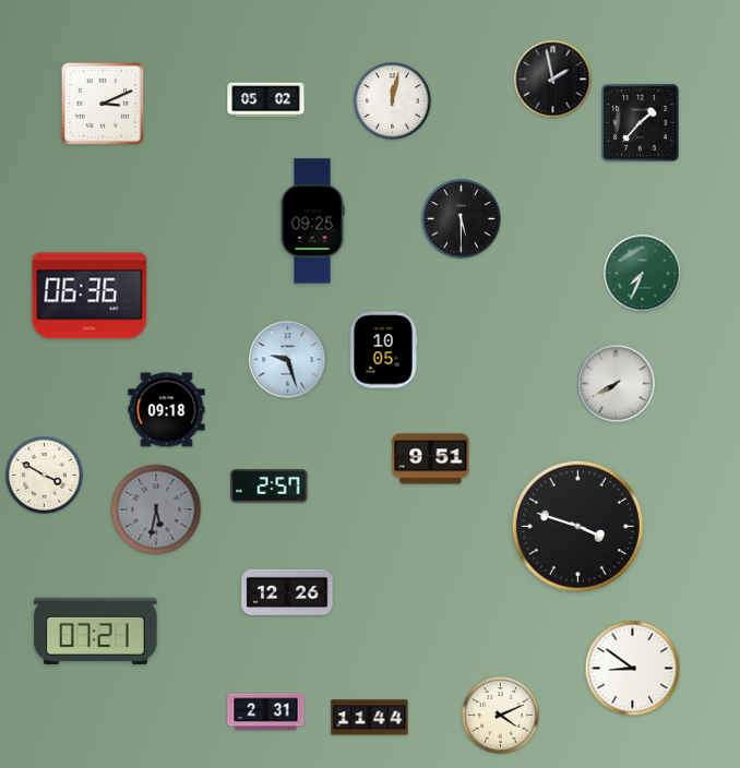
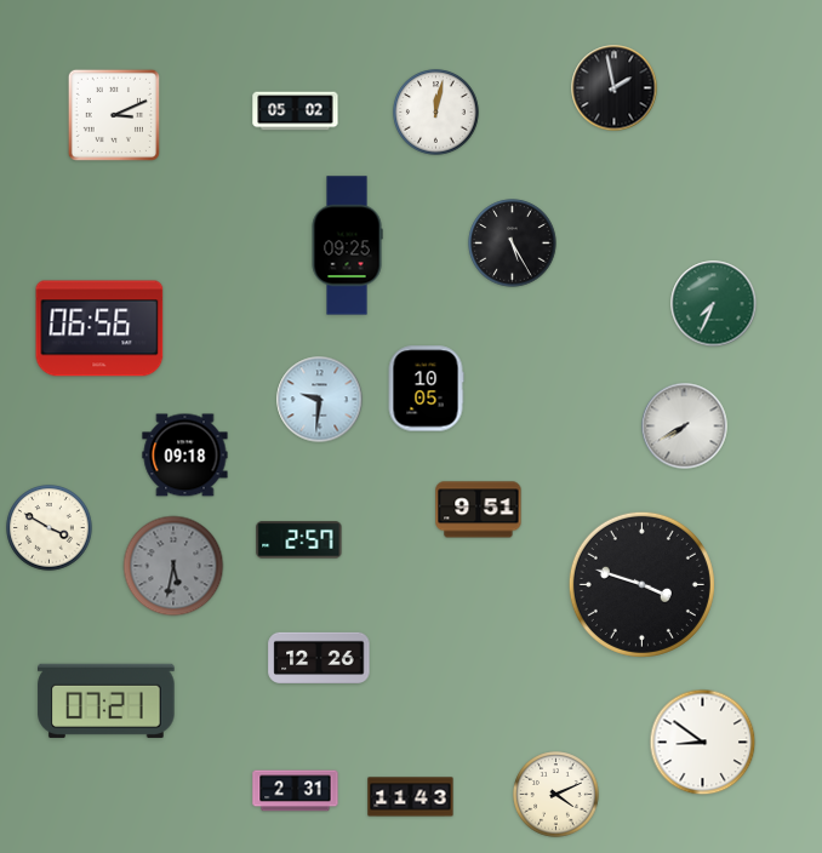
clock at (641, 123): 1:37 -> none
clock at (462, 219): 5:30 -> 5:25
clock at (89, 296): 06:36 -> 06:56
clock at (288, 360): 9:27 -> 9:31
clock at (370, 718): 11:44 -> 11:43
